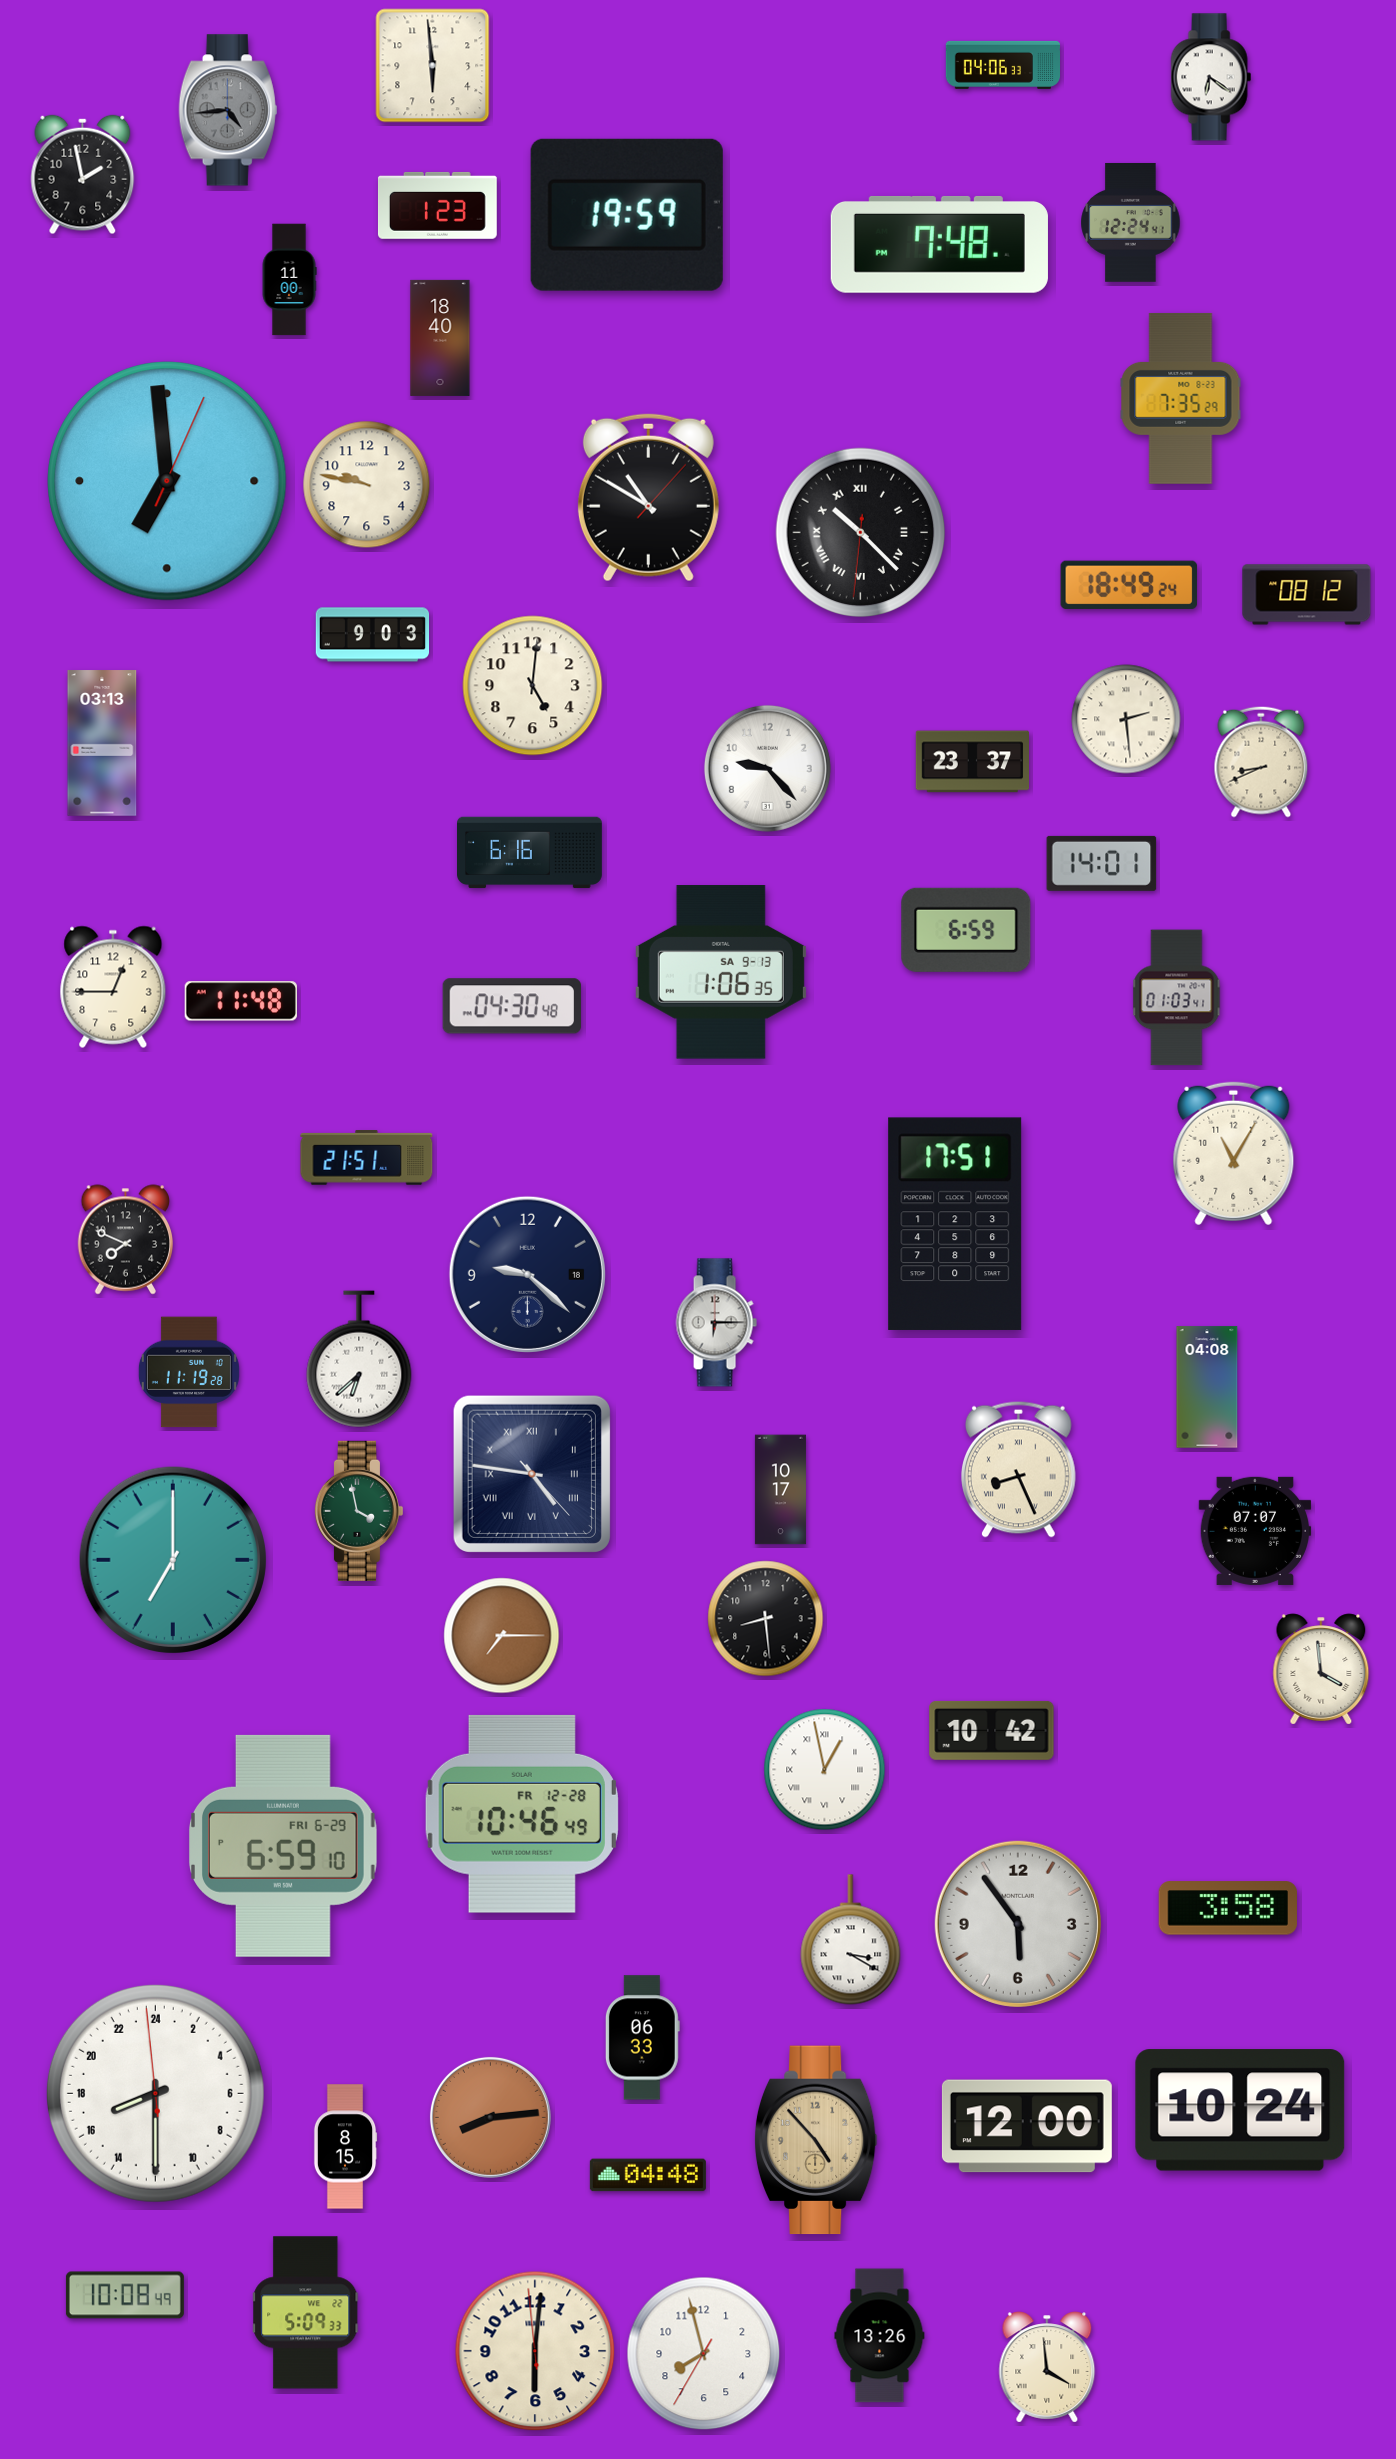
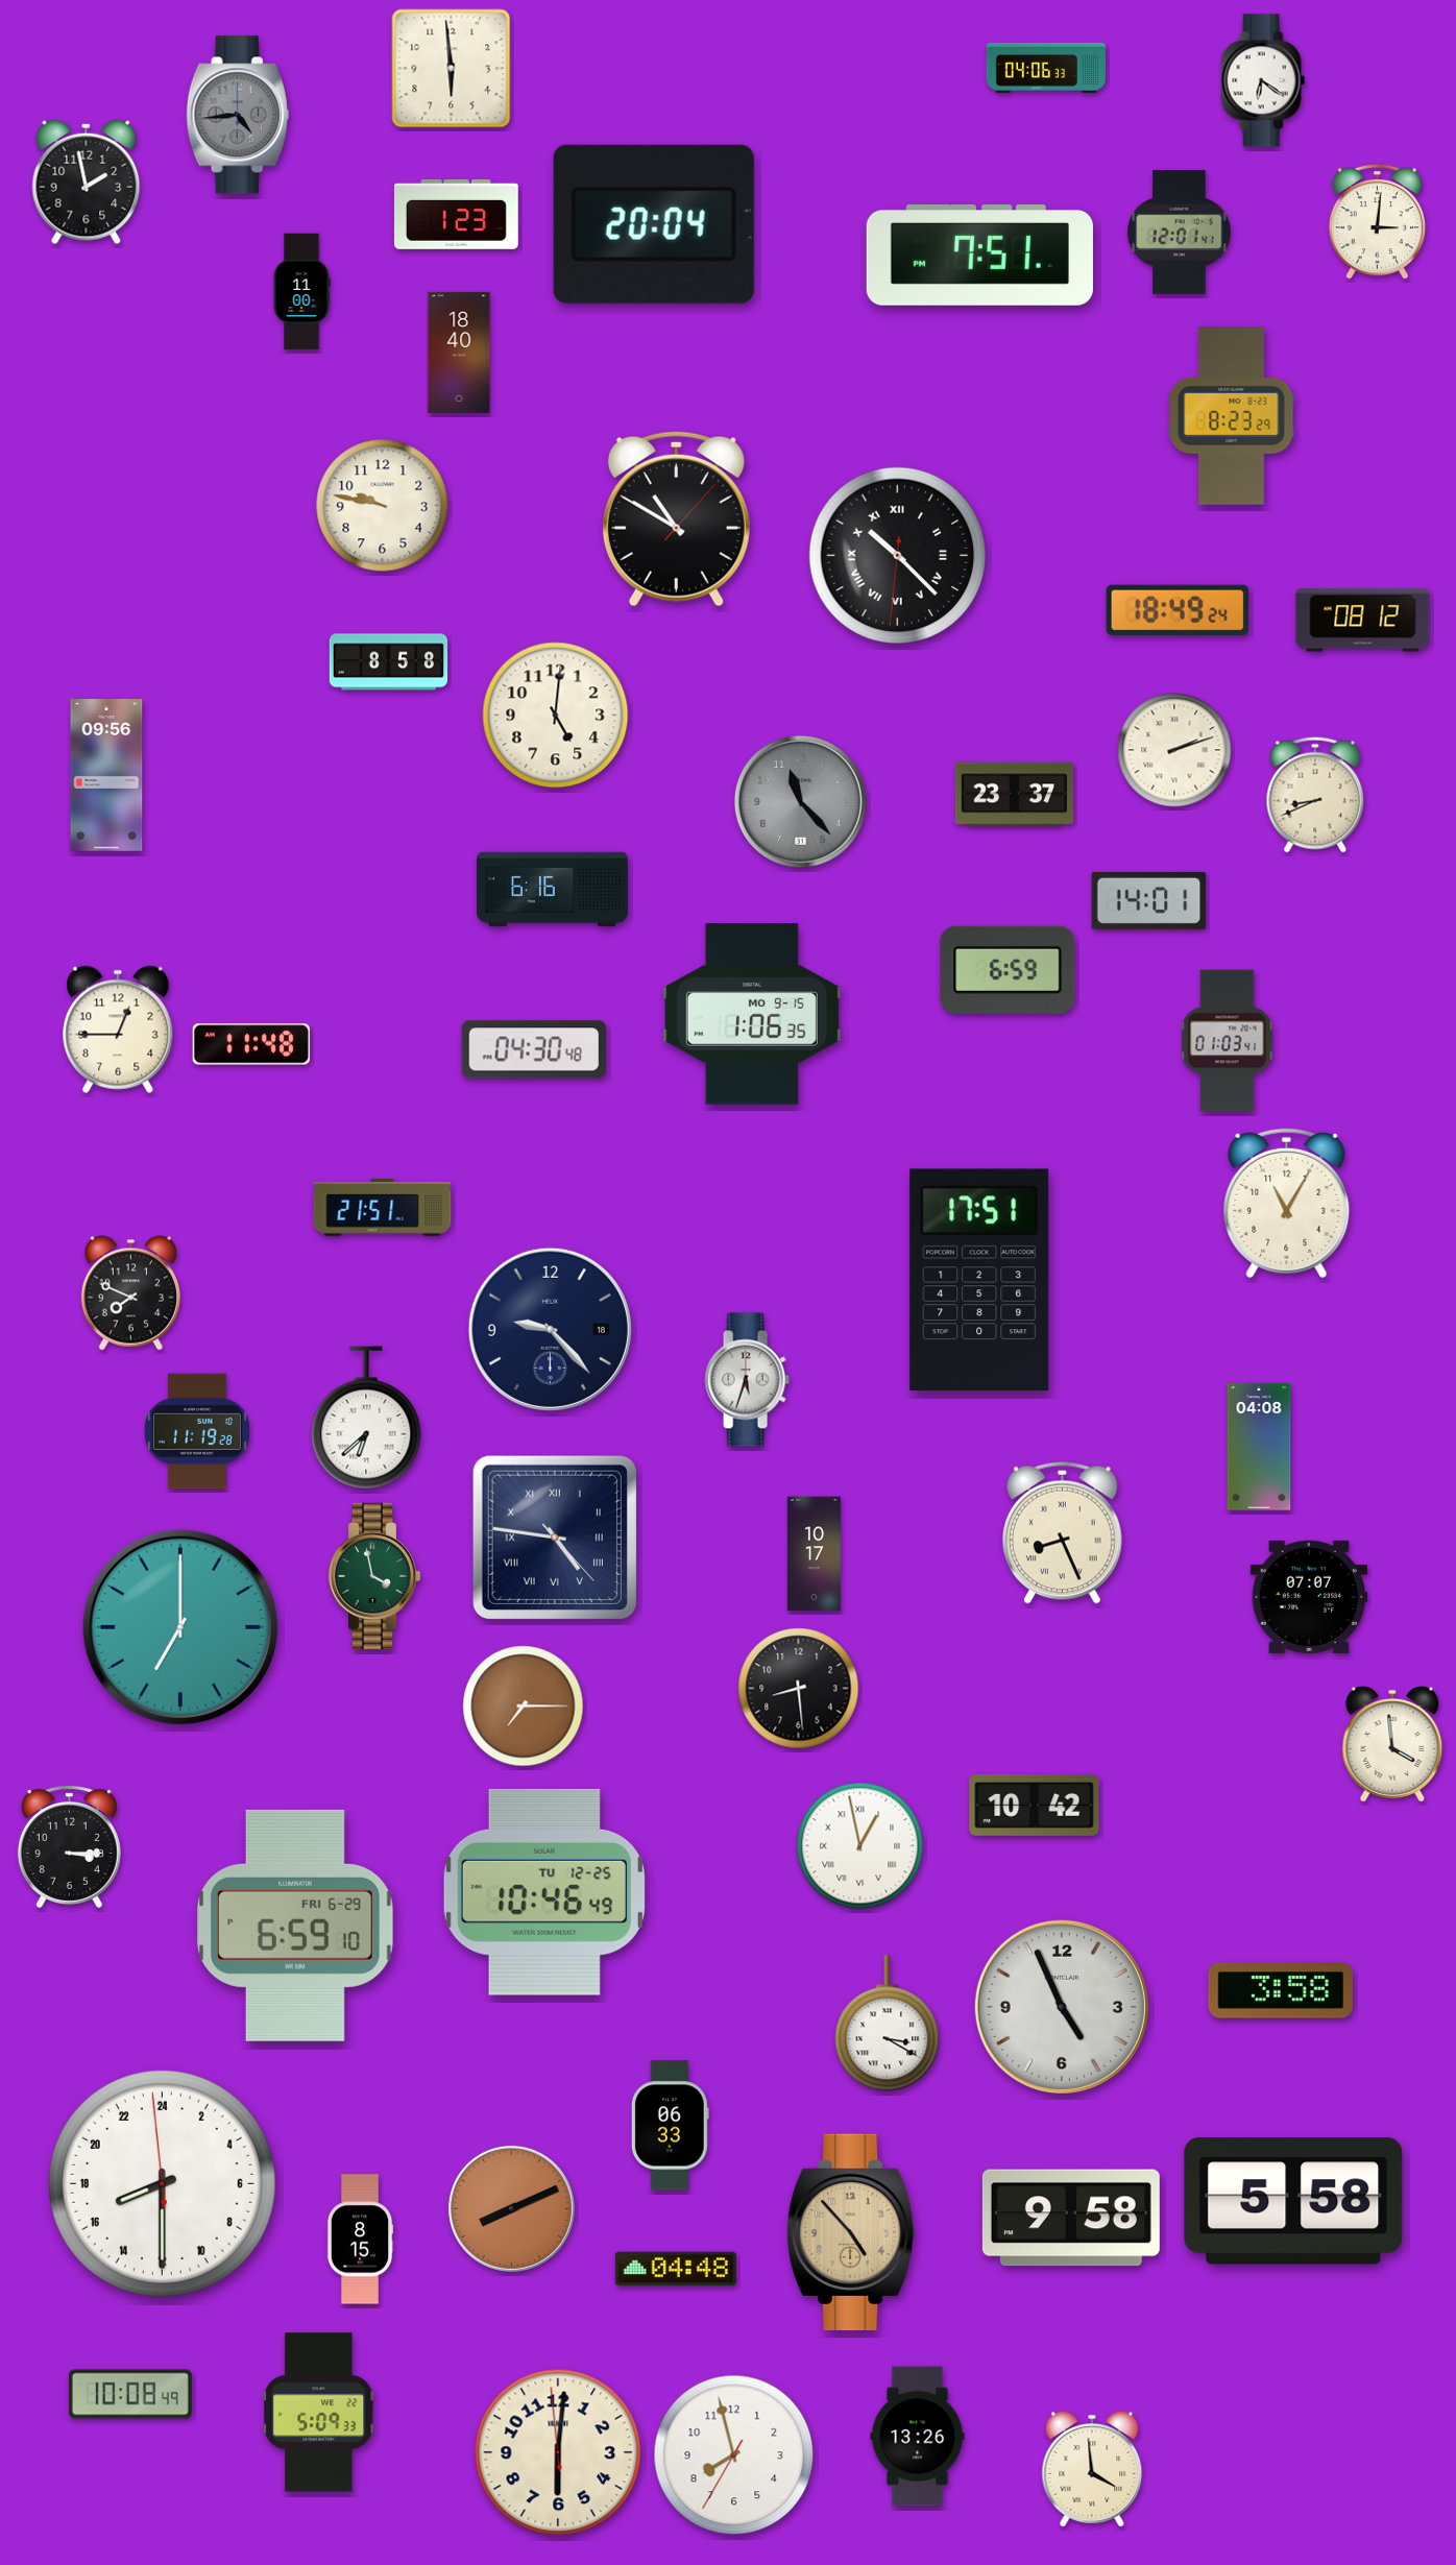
clock at (1378, 221): none -> 3:01
clock at (627, 215): 19:59 -> 20:04
clock at (1131, 222): 12:24 -> 12:01
clock at (939, 244): 7:48 -> 7:51
clock at (1181, 398): 7:35 -> 8:23
clock at (167, 481): 6:59 -> none
clock at (373, 635): 9:03 -> 8:58
clock at (1126, 719): 2:29 -> 2:12
clock at (102, 743): 03:13 -> 09:56
clock at (767, 768): 9:23 -> 11:23
clock at (767, 768) dial: white -> grey
clock at (721, 972) date: SA 9-13 -> MO 9-15
clock at (955, 1224) position: (955, 1224) -> (979, 1280)
clock at (527, 1274): 9:22 -> 9:23
clock at (716, 1323): 6:15 -> 5:33
clock at (359, 1359) position: (359, 1359) -> (366, 1418)
clock at (1321, 1669) position: (1321, 1669) -> (1392, 1744)
clock at (69, 1846): none -> 3:15
clock at (522, 1814) date: FR 12-28 -> TU 12-25
clock at (1018, 1924): 5:54 -> 4:56
clock at (1240, 2110): 10:24 -> 5:58
clock at (490, 2117): 8:14 -> 8:11
clock at (1027, 2126): 12:00 -> 9:58
